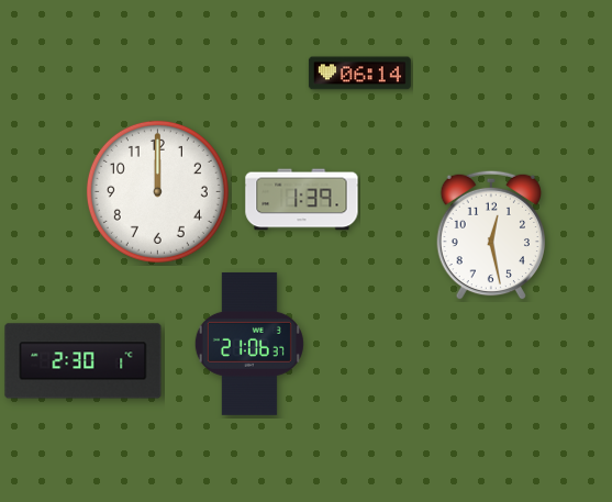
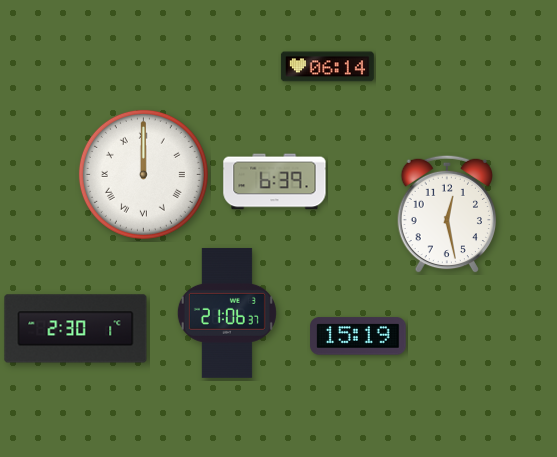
clock at (157, 191) numerals: Arabic -> Roman
clock at (302, 200): 1:39 -> 6:39
clock at (358, 336): none -> 15:19
